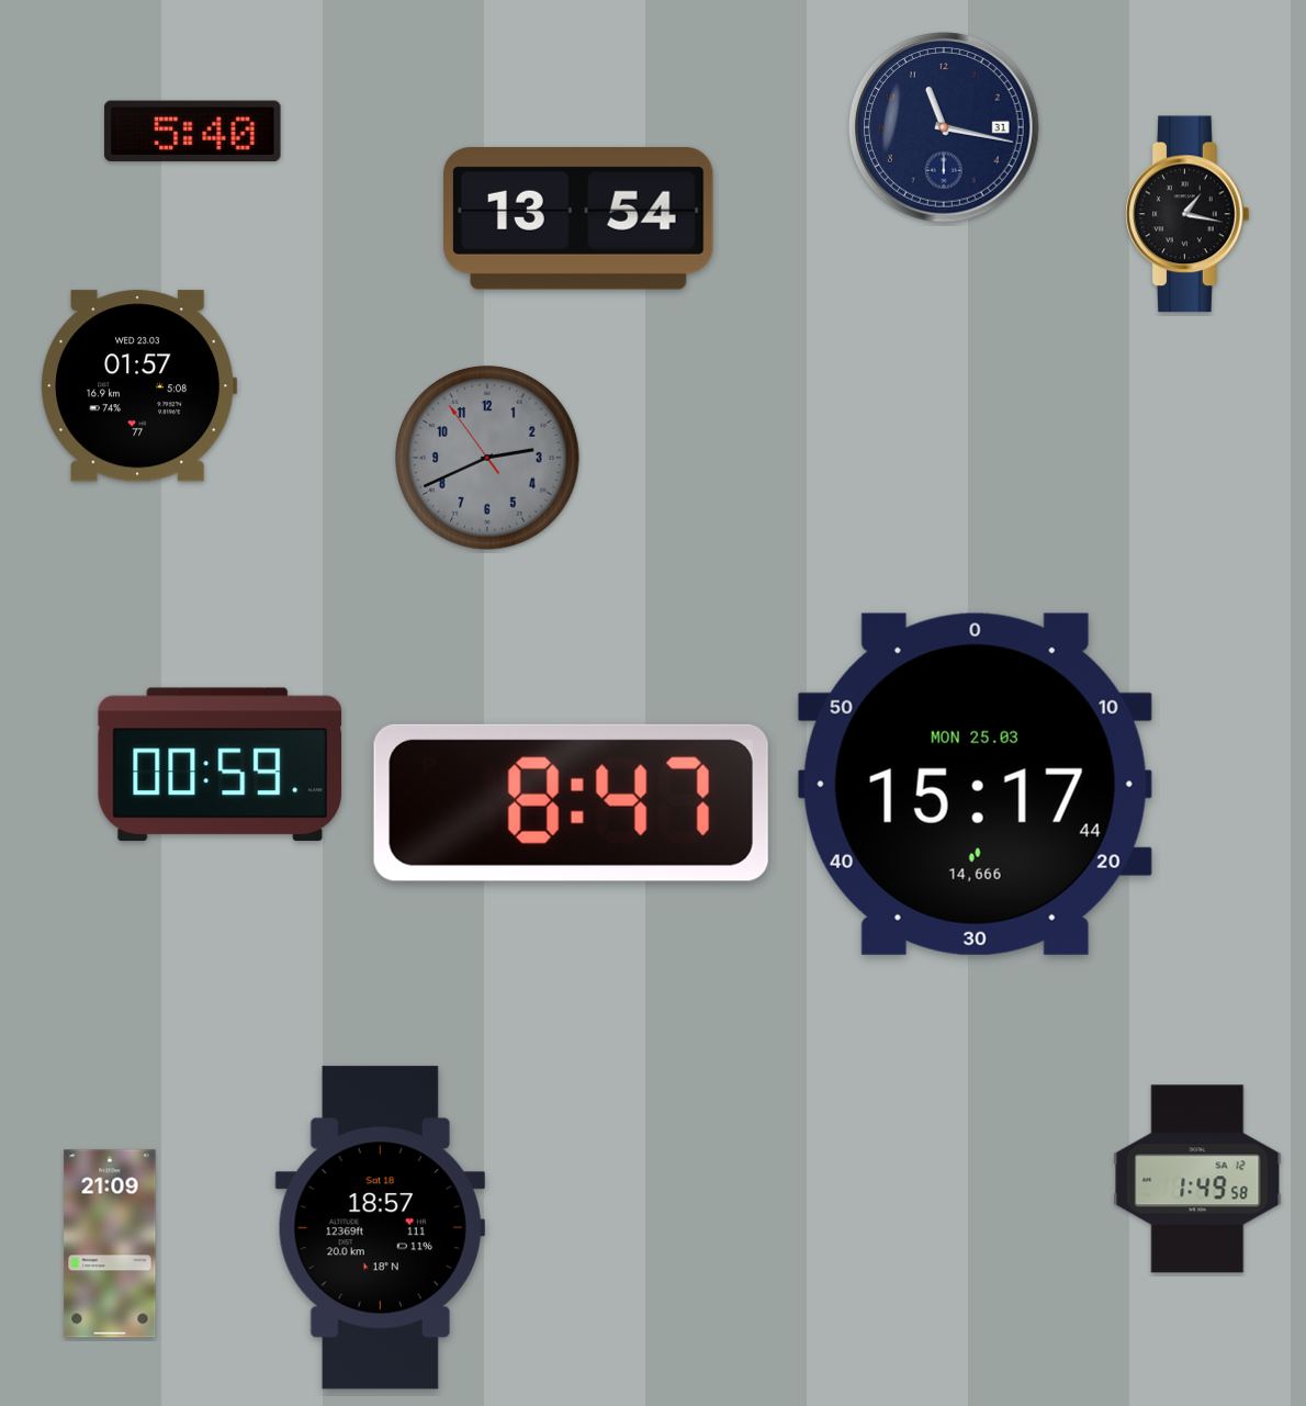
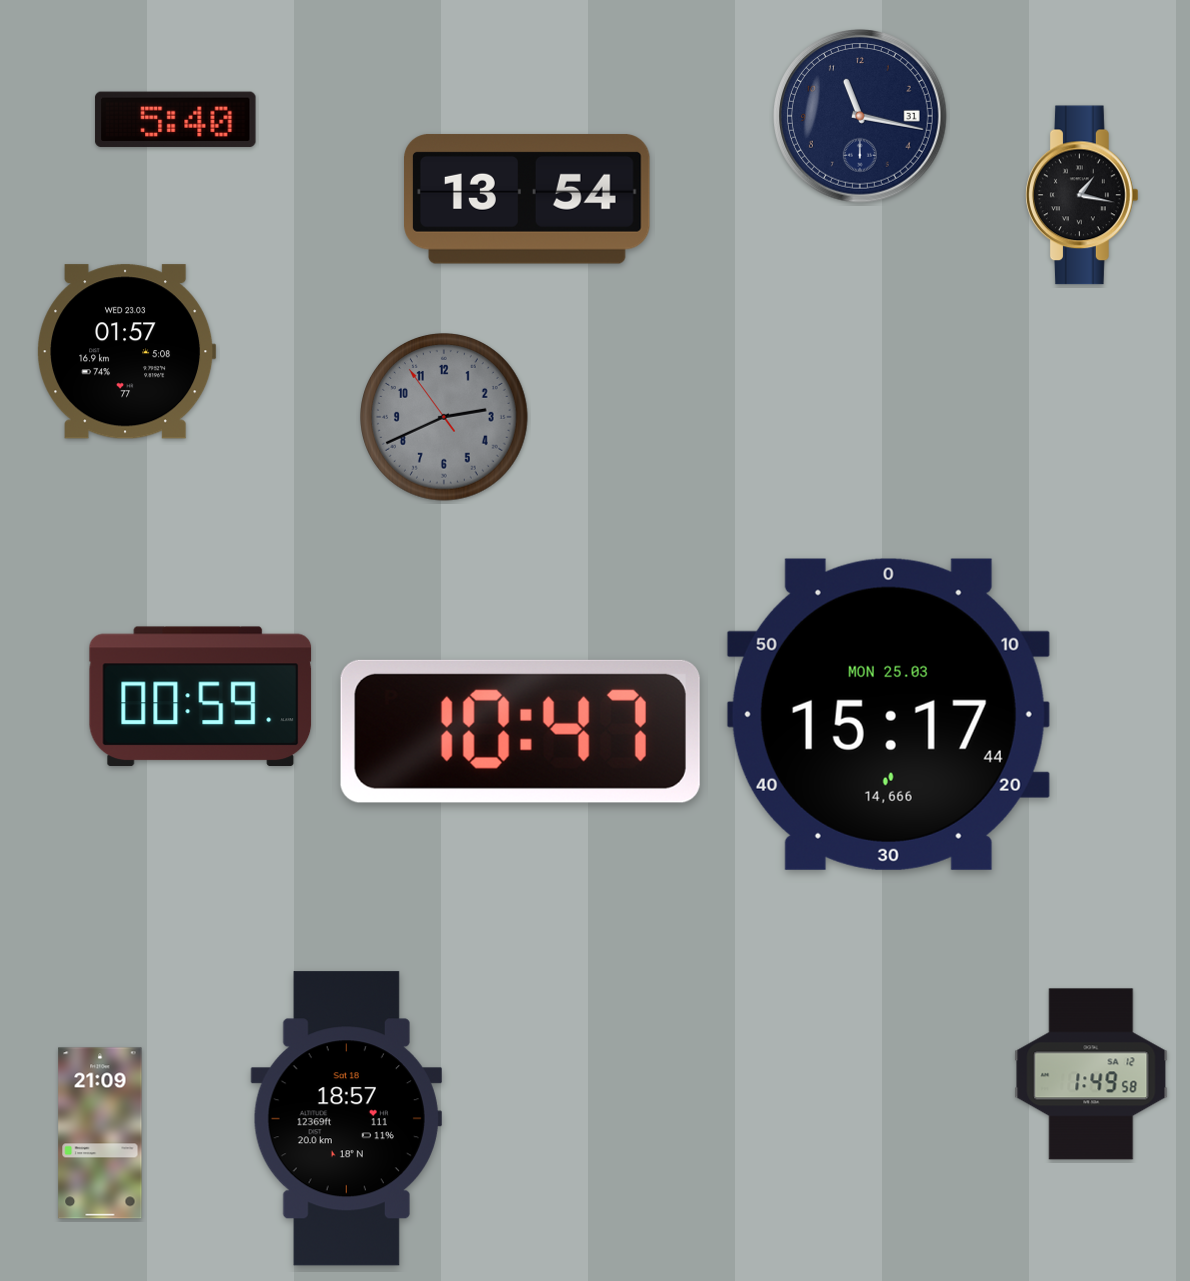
clock at (571, 802): 8:47 -> 10:47
